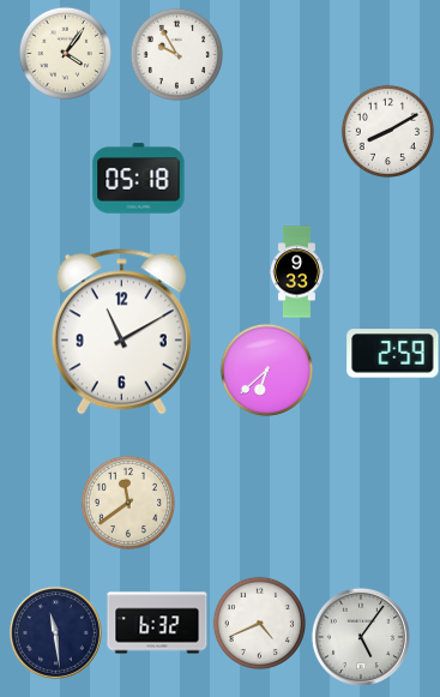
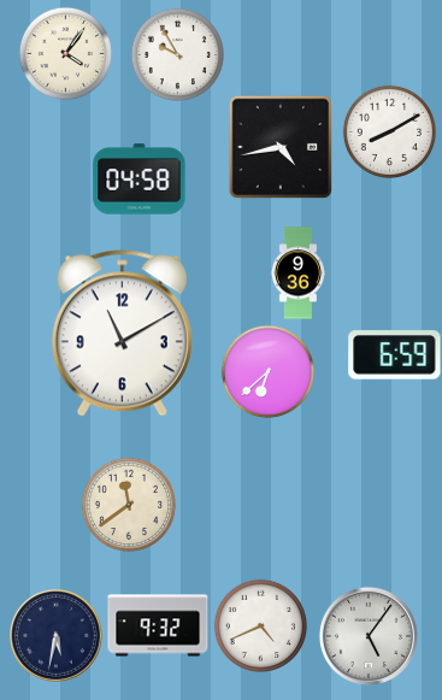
clock at (279, 146): none -> 4:43
clock at (139, 179): 05:18 -> 04:58
clock at (296, 272): 9:33 -> 9:36
clock at (393, 354): 2:59 -> 6:59
clock at (157, 623): 6:32 -> 9:32
clock at (55, 632): 11:29 -> 5:32
clock at (361, 637) position: (361, 637) -> (369, 636)
